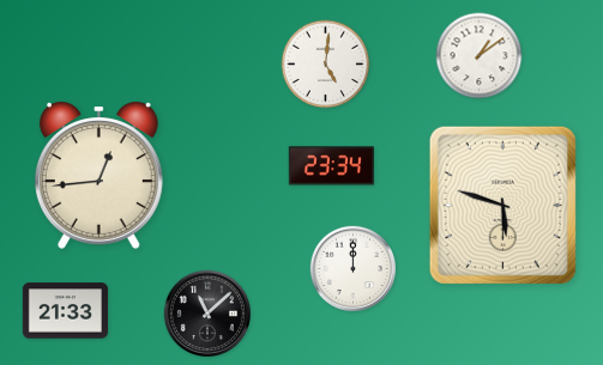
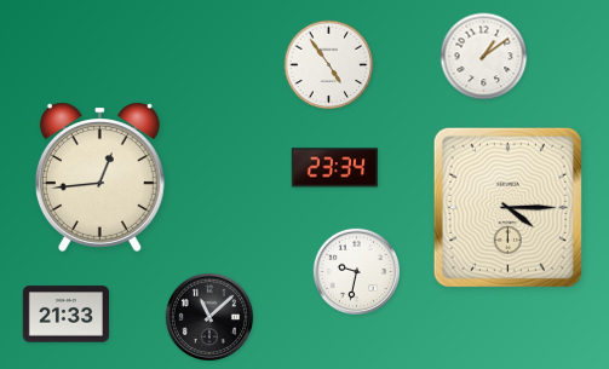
clock at (326, 65): 5:01 -> 4:54
clock at (502, 205): 5:48 -> 4:15
clock at (352, 268): 12:00 -> 9:32
